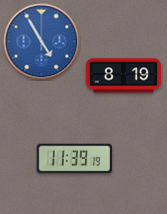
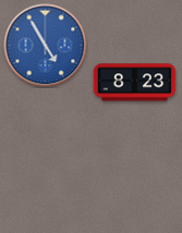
clock at (124, 76): 8:19 -> 8:23
clock at (74, 159): 11:39 -> none
